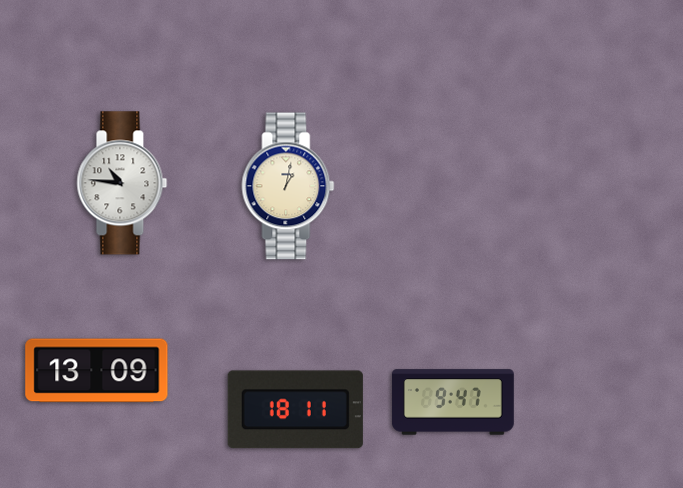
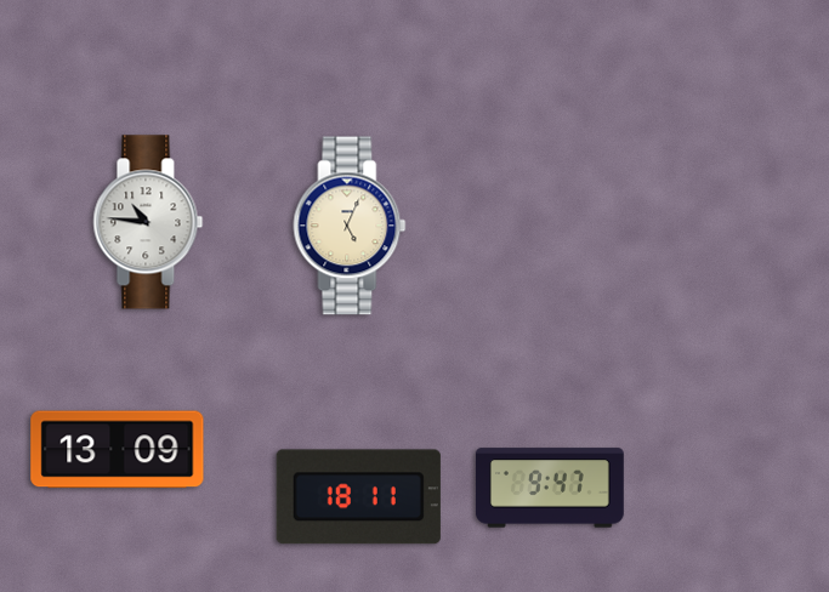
clock at (288, 186): 1:02 -> 5:04
